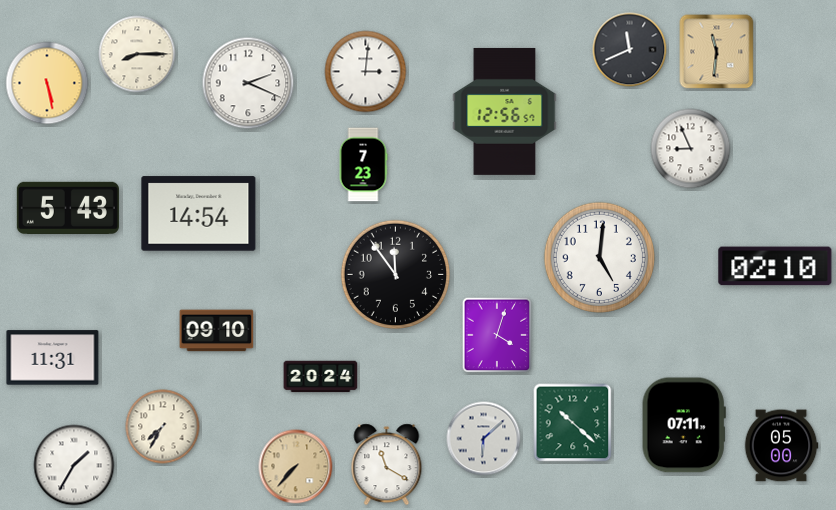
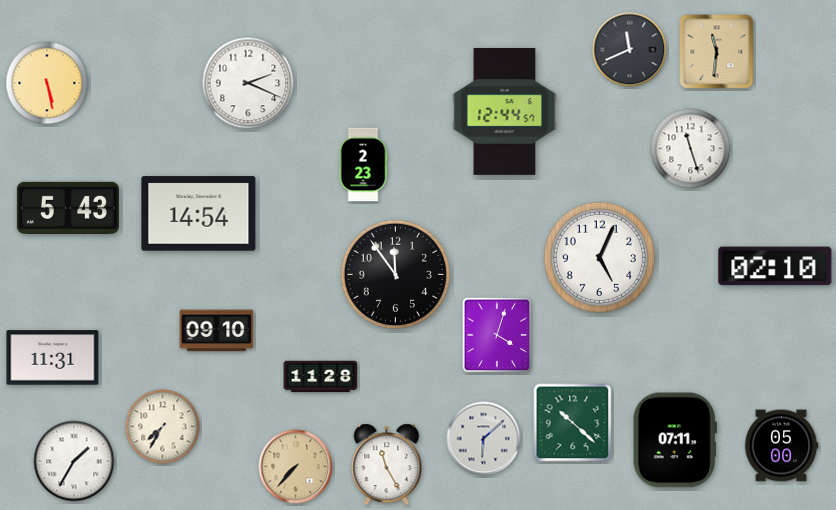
clock at (137, 54): 8:15 -> none
clock at (366, 72): 3:01 -> none
clock at (505, 111): 12:56 -> 12:44
clock at (691, 149): 8:56 -> 11:27
clock at (363, 165): 7:23 -> 2:23
clock at (599, 257): 5:01 -> 5:04
clock at (321, 377): 20:24 -> 11:28
clock at (684, 425) position: (684, 425) -> (675, 440)
clock at (74, 465) position: (74, 465) -> (74, 461)
clock at (387, 465): 11:20 -> 11:25
